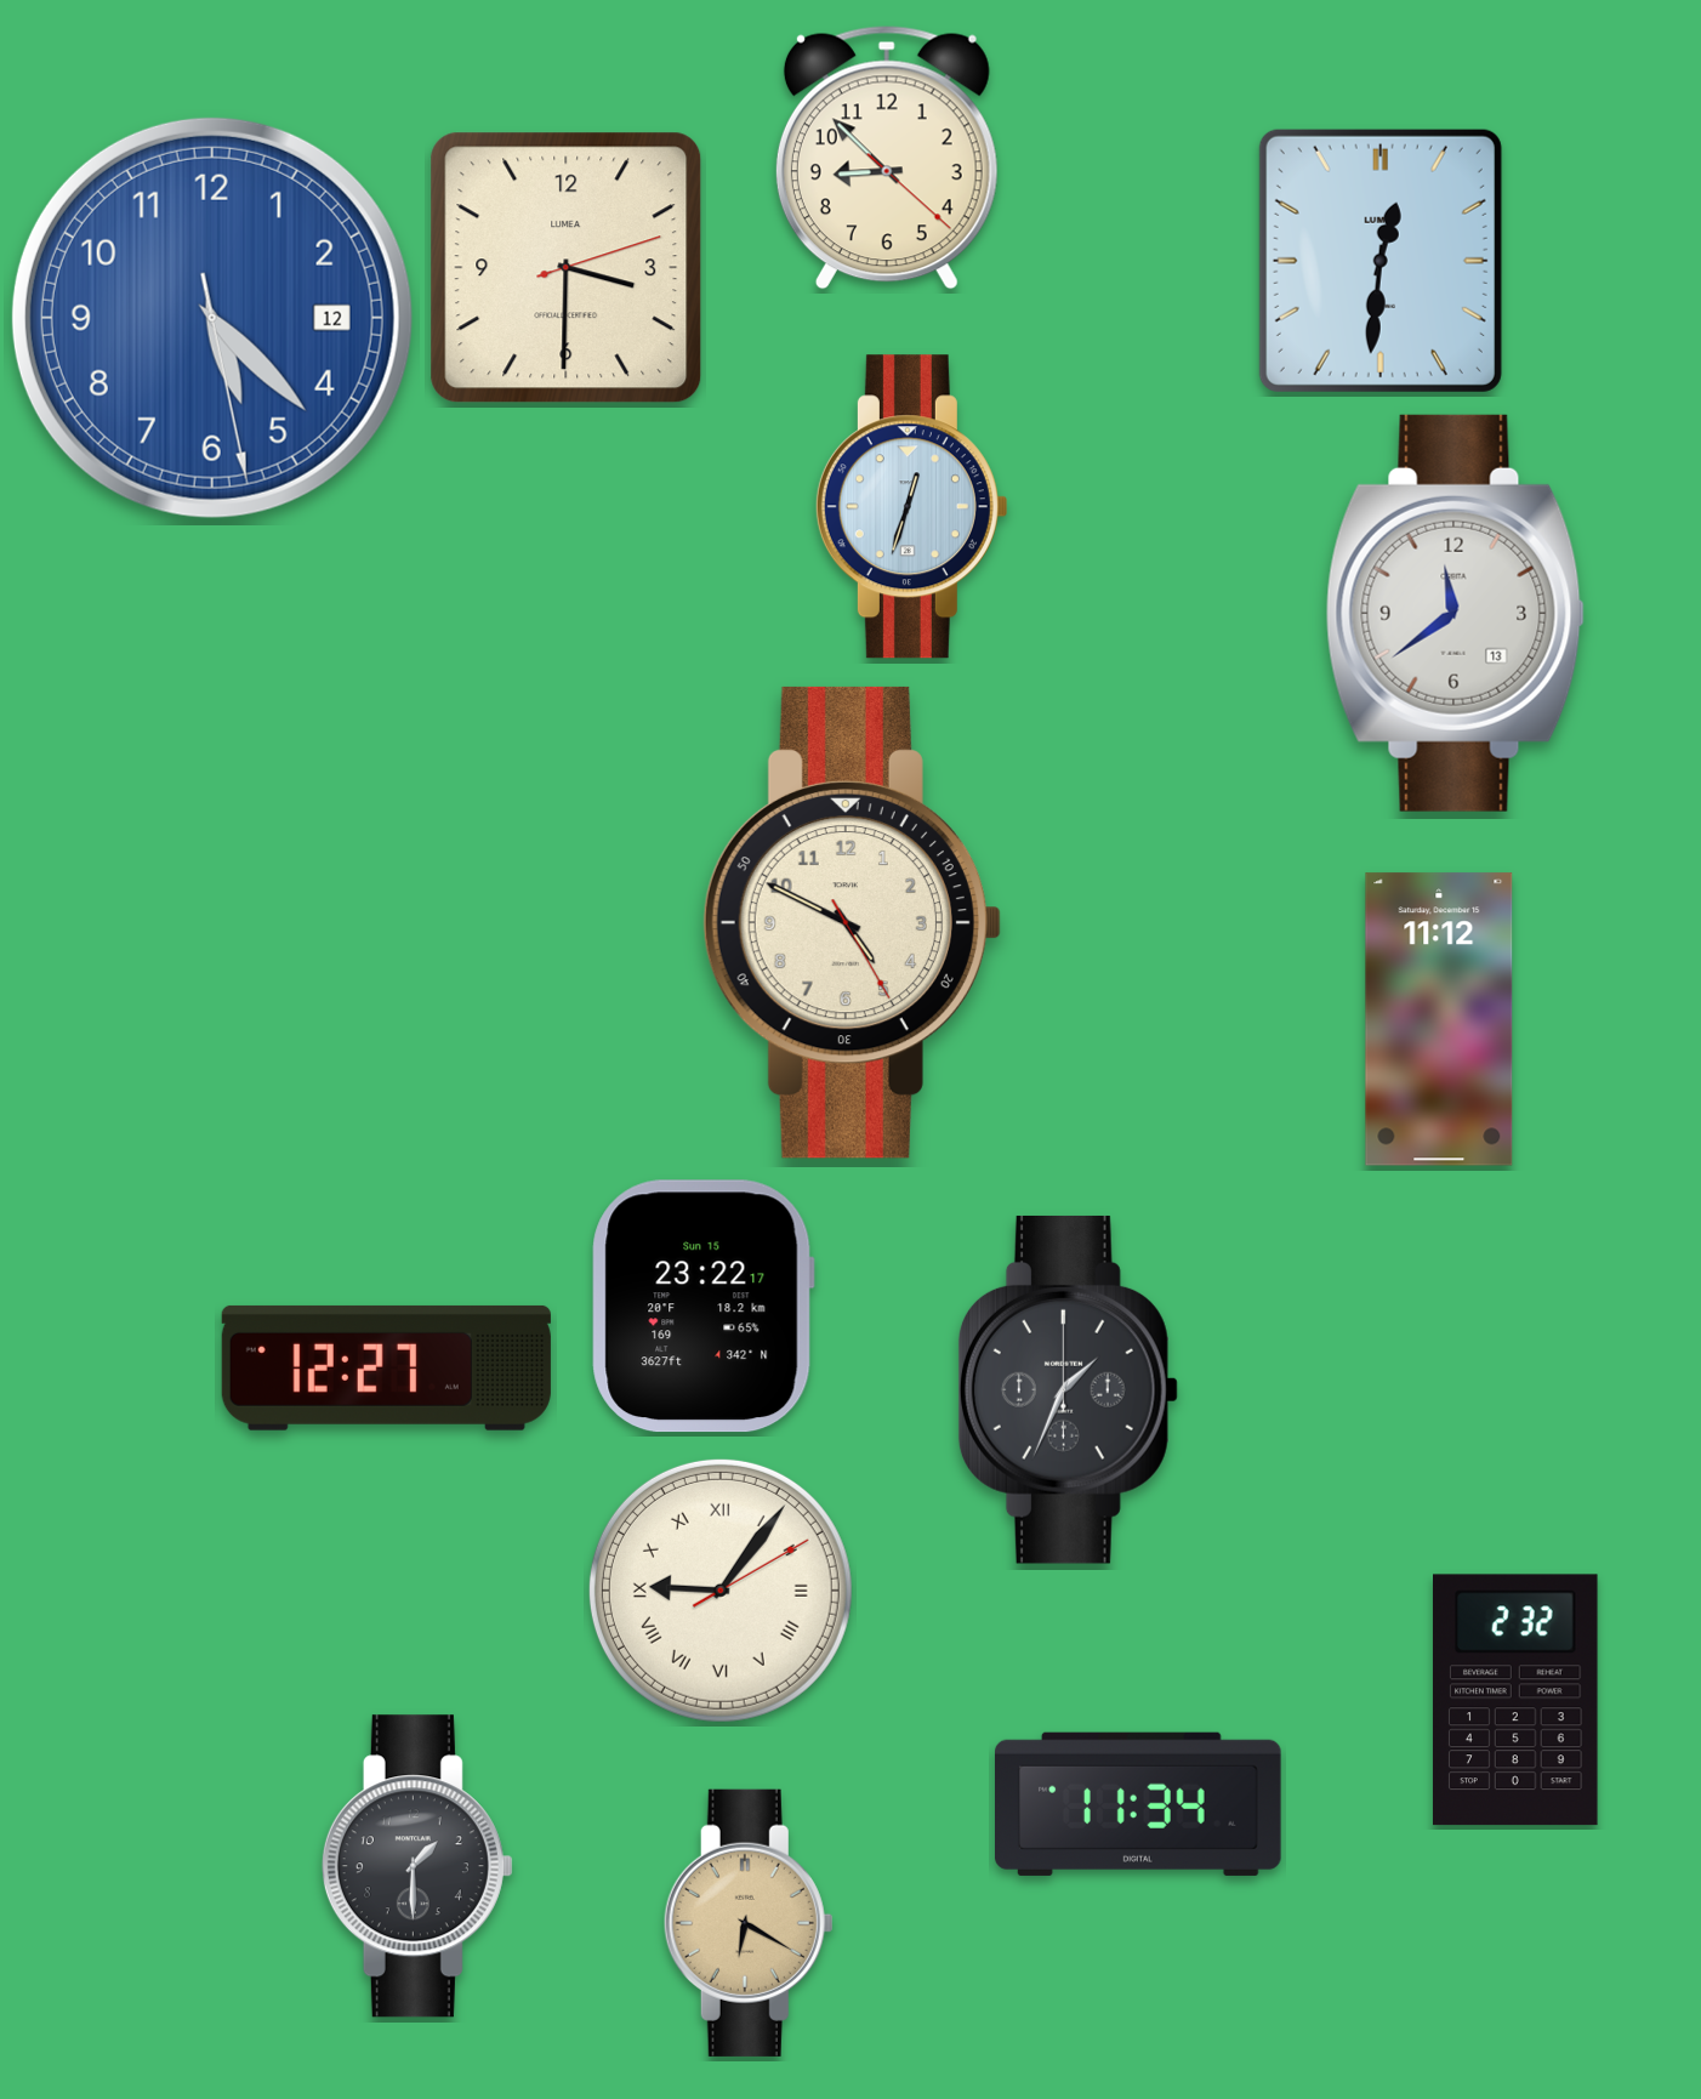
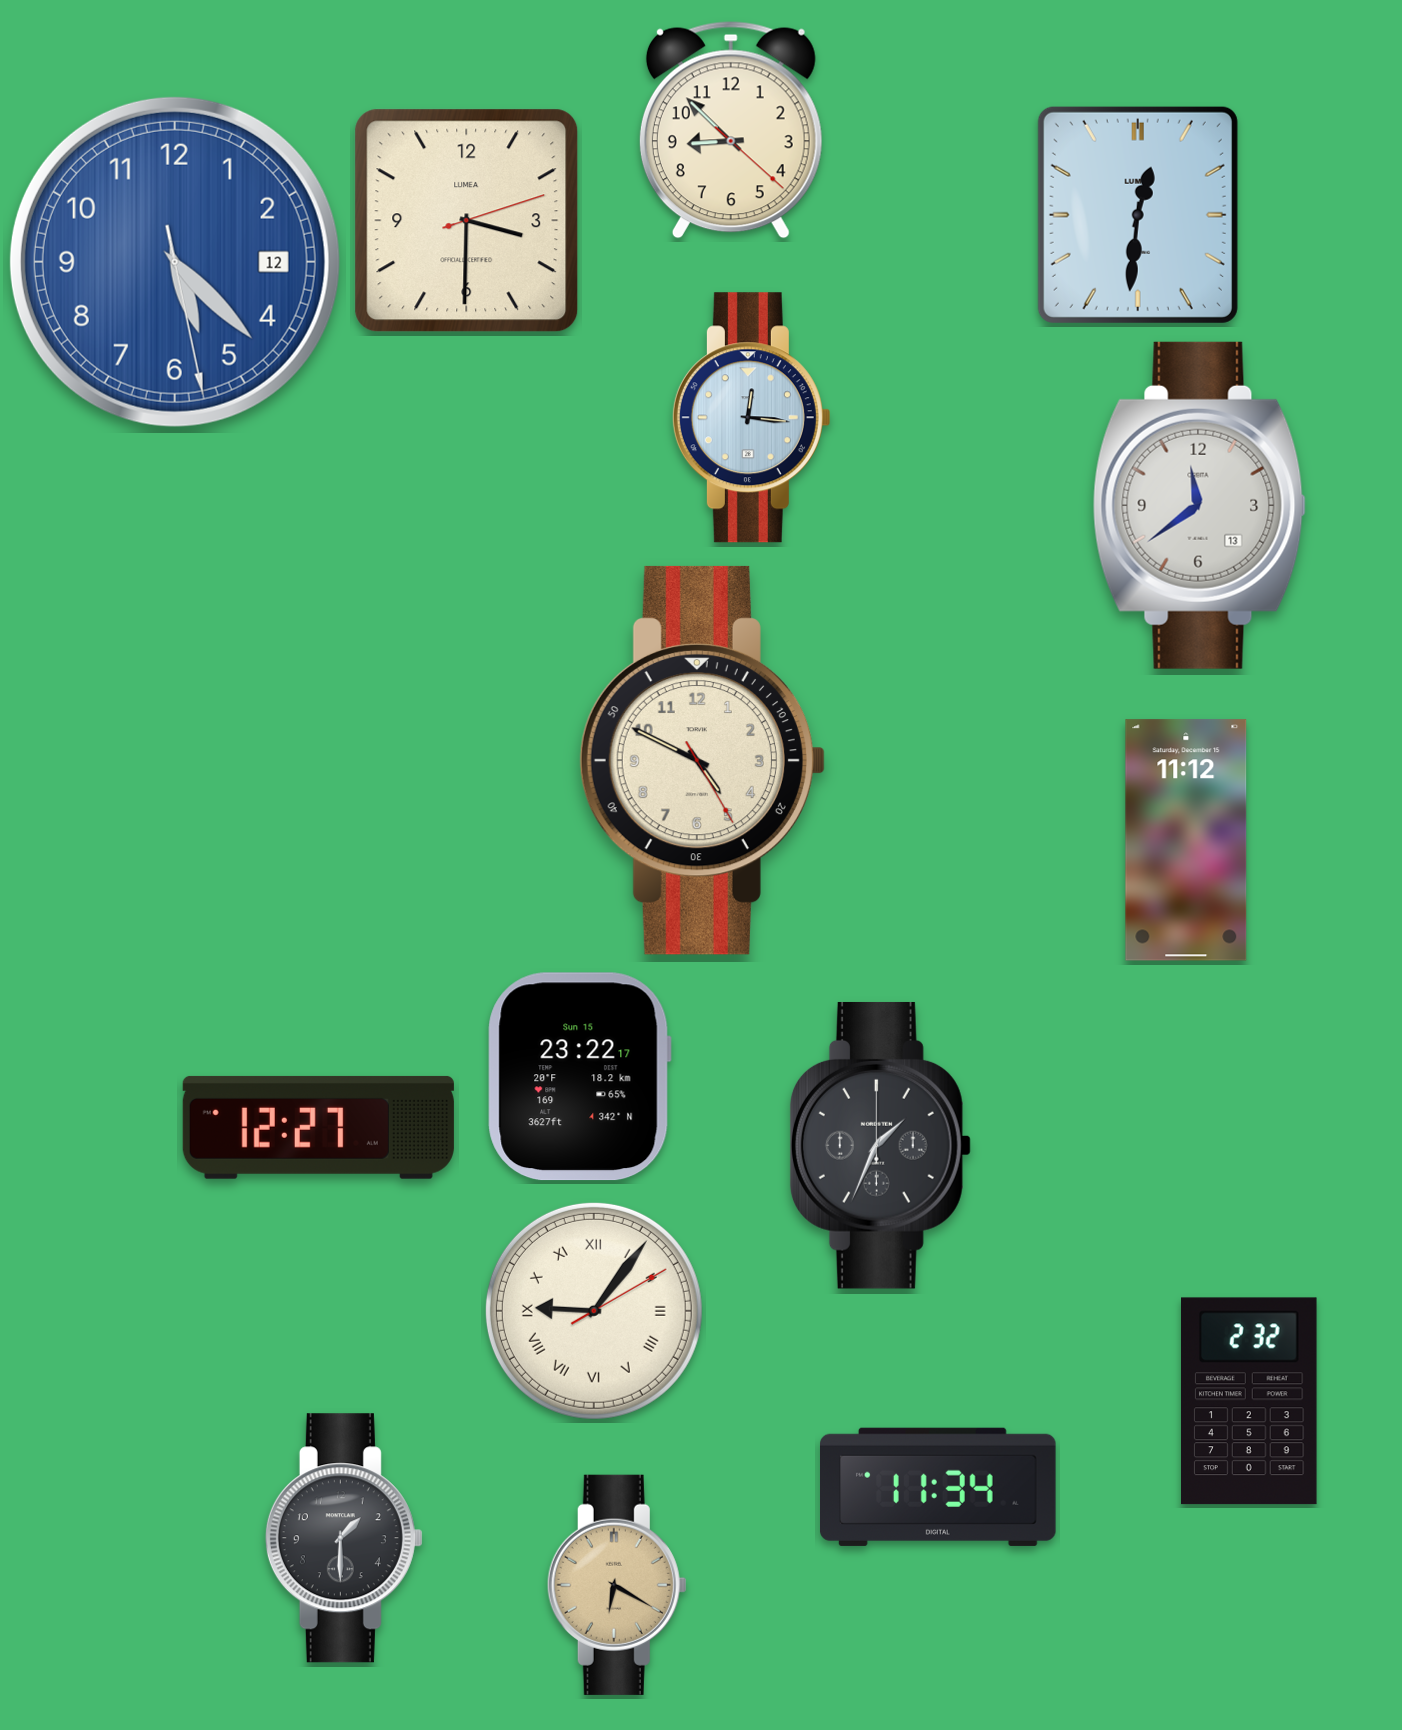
clock at (911, 507): 12:33 -> 12:16
